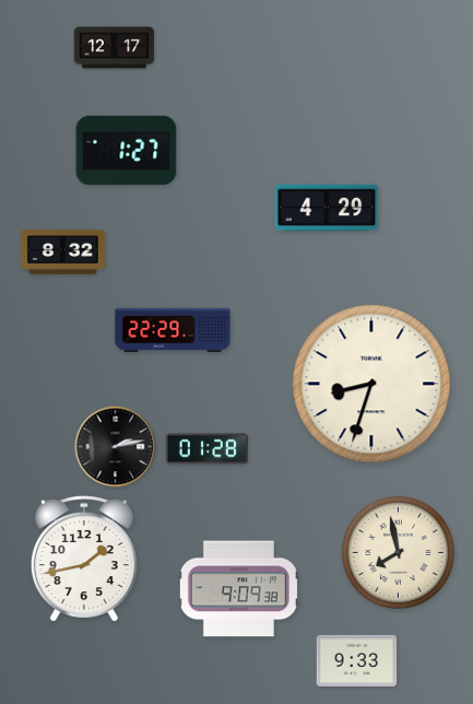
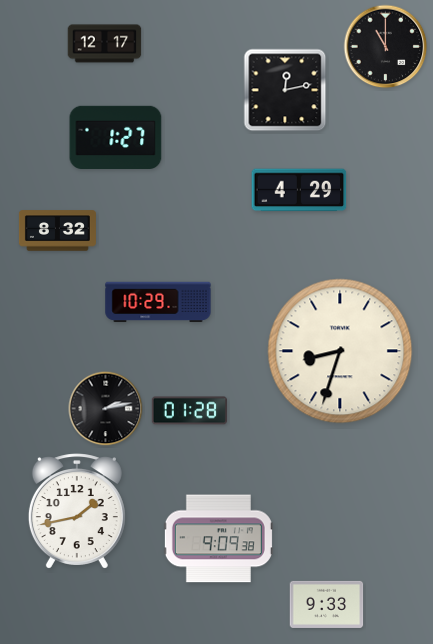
clock at (386, 47): none -> 11:00
clock at (285, 90): none -> 12:13
clock at (173, 330): 22:29 -> 10:29
clock at (398, 552): 7:58 -> none
